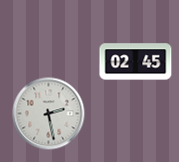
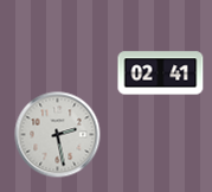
clock at (136, 62): 02:45 -> 02:41
